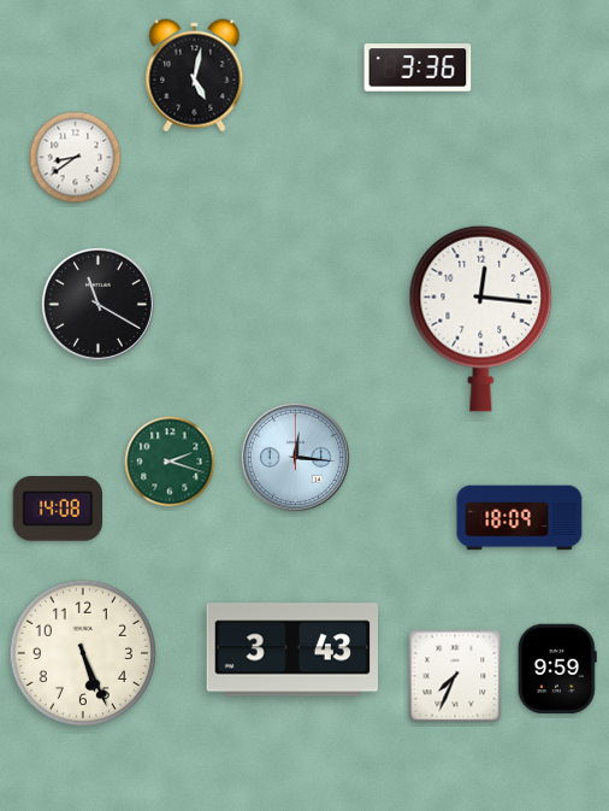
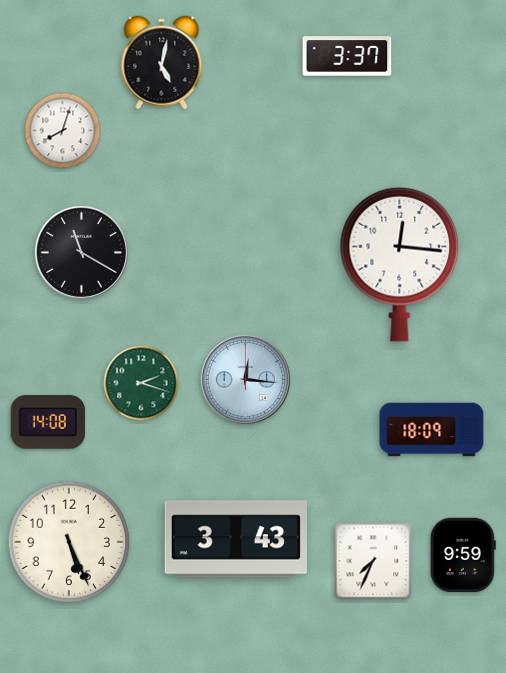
clock at (418, 67): 3:36 -> 3:37
clock at (76, 158): 8:39 -> 8:03
clock at (291, 650) position: (291, 650) -> (235, 539)
clock at (455, 676) position: (455, 676) -> (373, 561)
